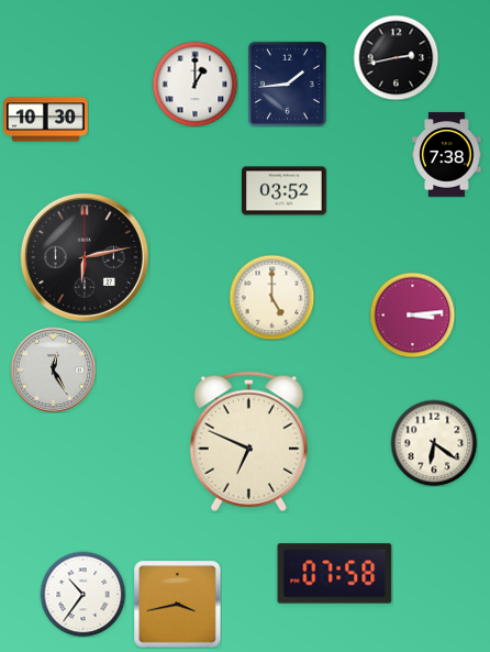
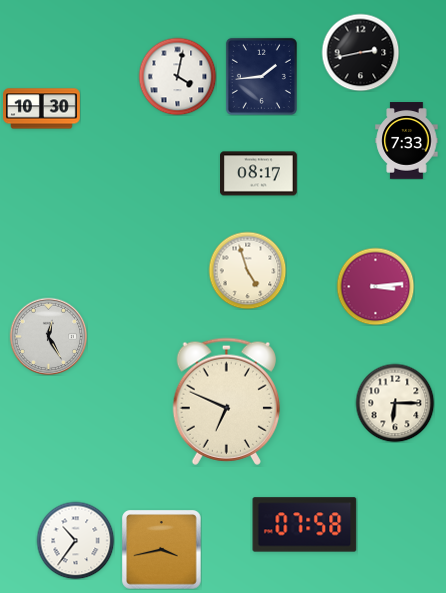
clock at (194, 84): 1:00 -> 4:02
clock at (447, 155): 7:38 -> 7:33
clock at (285, 191): 03:52 -> 08:17
clock at (85, 257): 6:13 -> none
clock at (271, 297): 5:00 -> 4:57
clock at (434, 443): 6:21 -> 6:15
clock at (335, 574) position: (335, 574) -> (305, 525)
